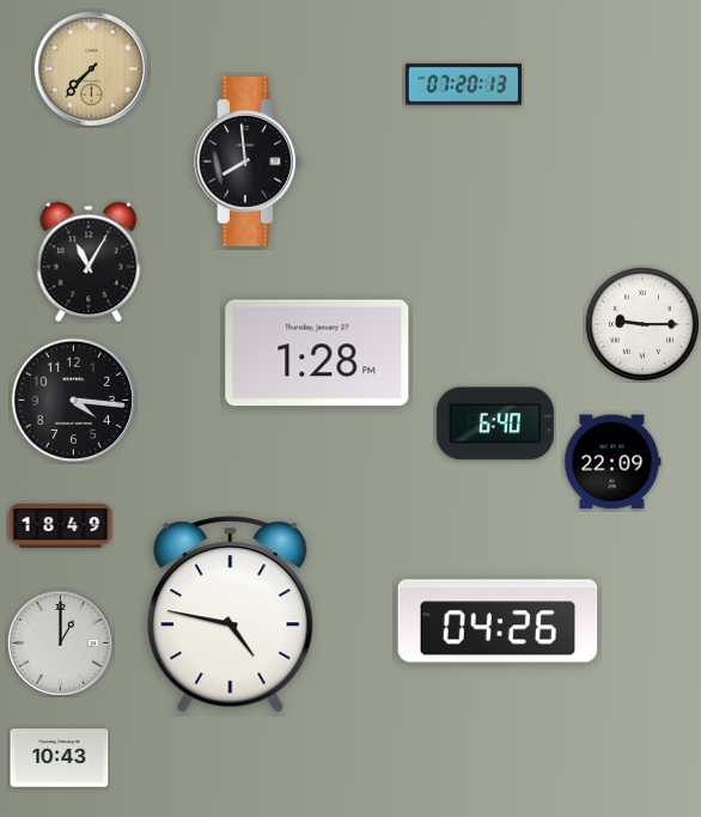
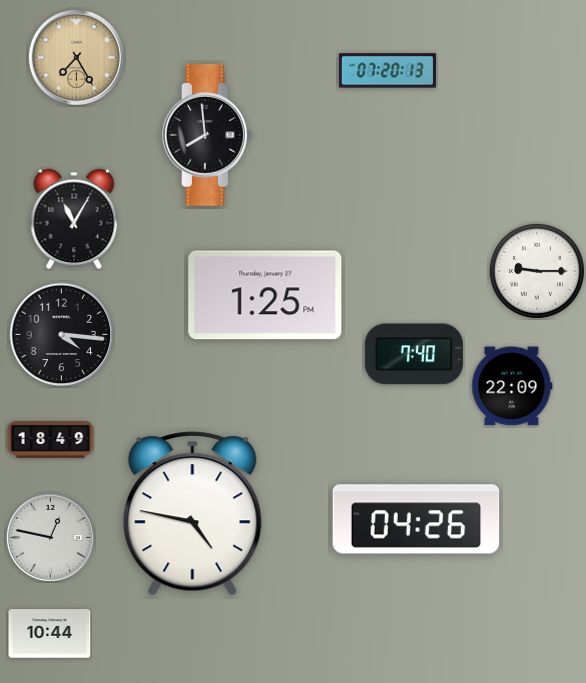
clock at (91, 68): 7:37 -> 7:25
clock at (317, 353): 1:28 -> 1:25
clock at (495, 423): 6:40 -> 7:40
clock at (60, 642): 1:00 -> 12:47
clock at (60, 758): 10:43 -> 10:44
